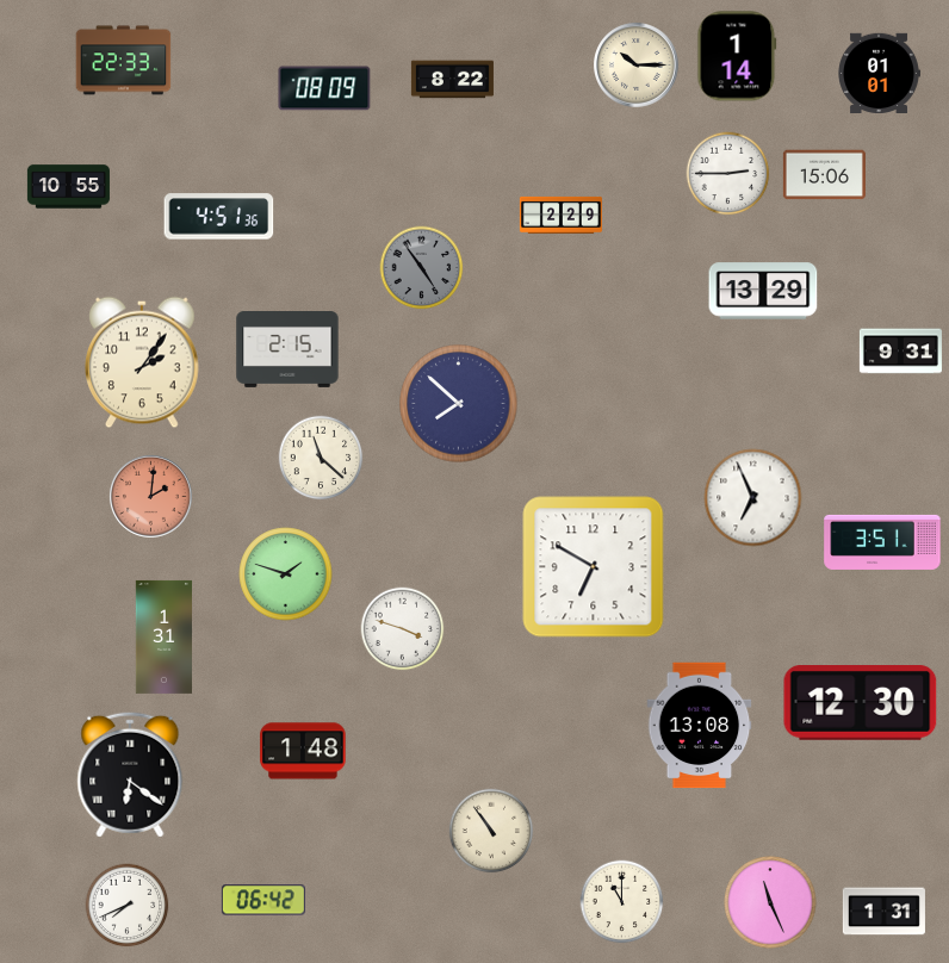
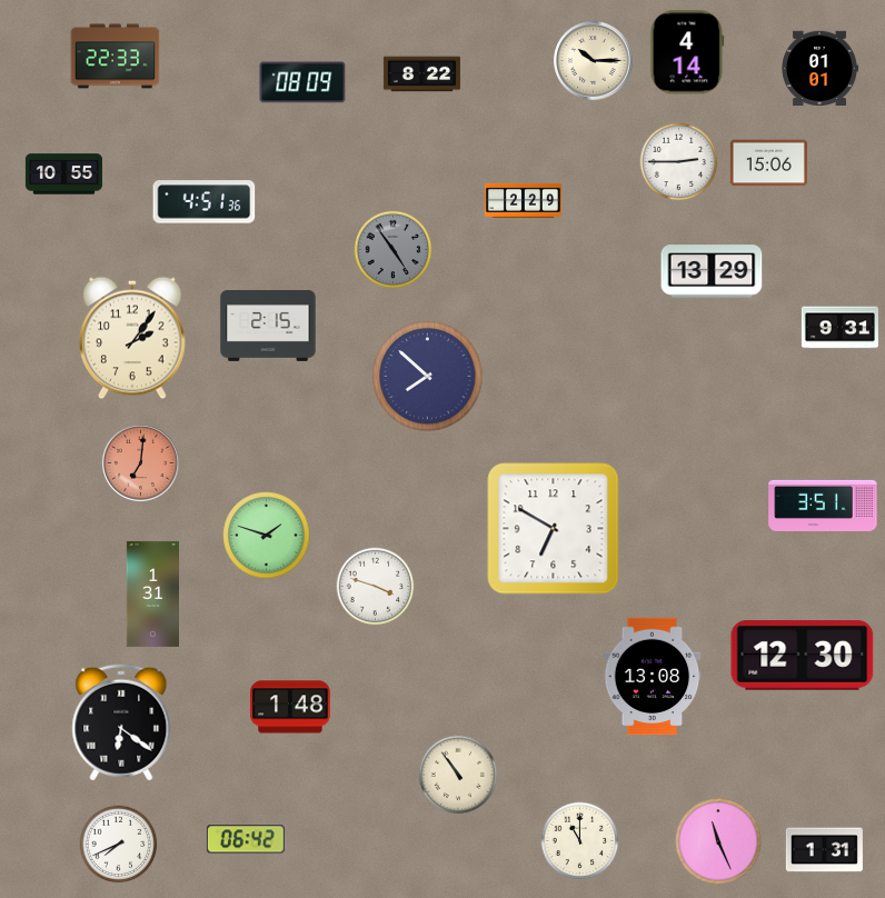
clock at (737, 56): 1:14 -> 4:14
clock at (321, 458): 11:22 -> none
clock at (150, 496): 2:01 -> 7:01
clock at (753, 498): 6:56 -> none
clock at (303, 751) position: (303, 751) -> (290, 707)
